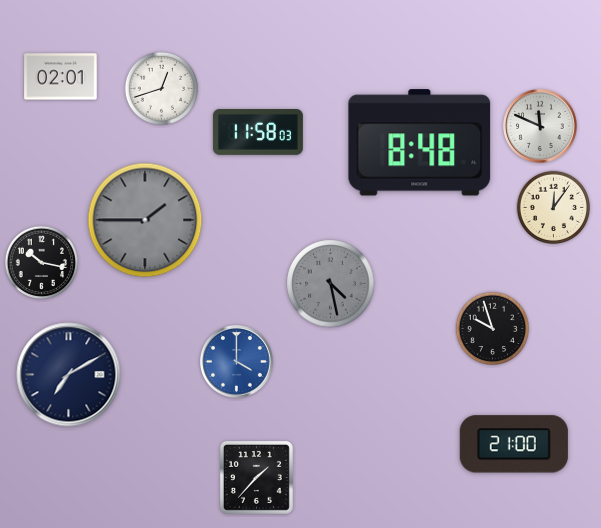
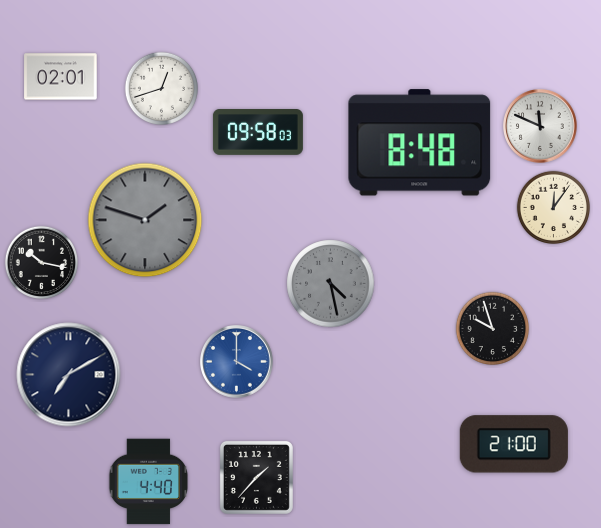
clock at (258, 133): 11:58 -> 09:58
clock at (145, 220): 1:45 -> 1:48
clock at (149, 482): none -> 4:40
